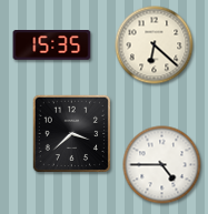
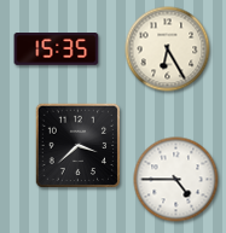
clock at (155, 45): 6:22 -> 6:25
